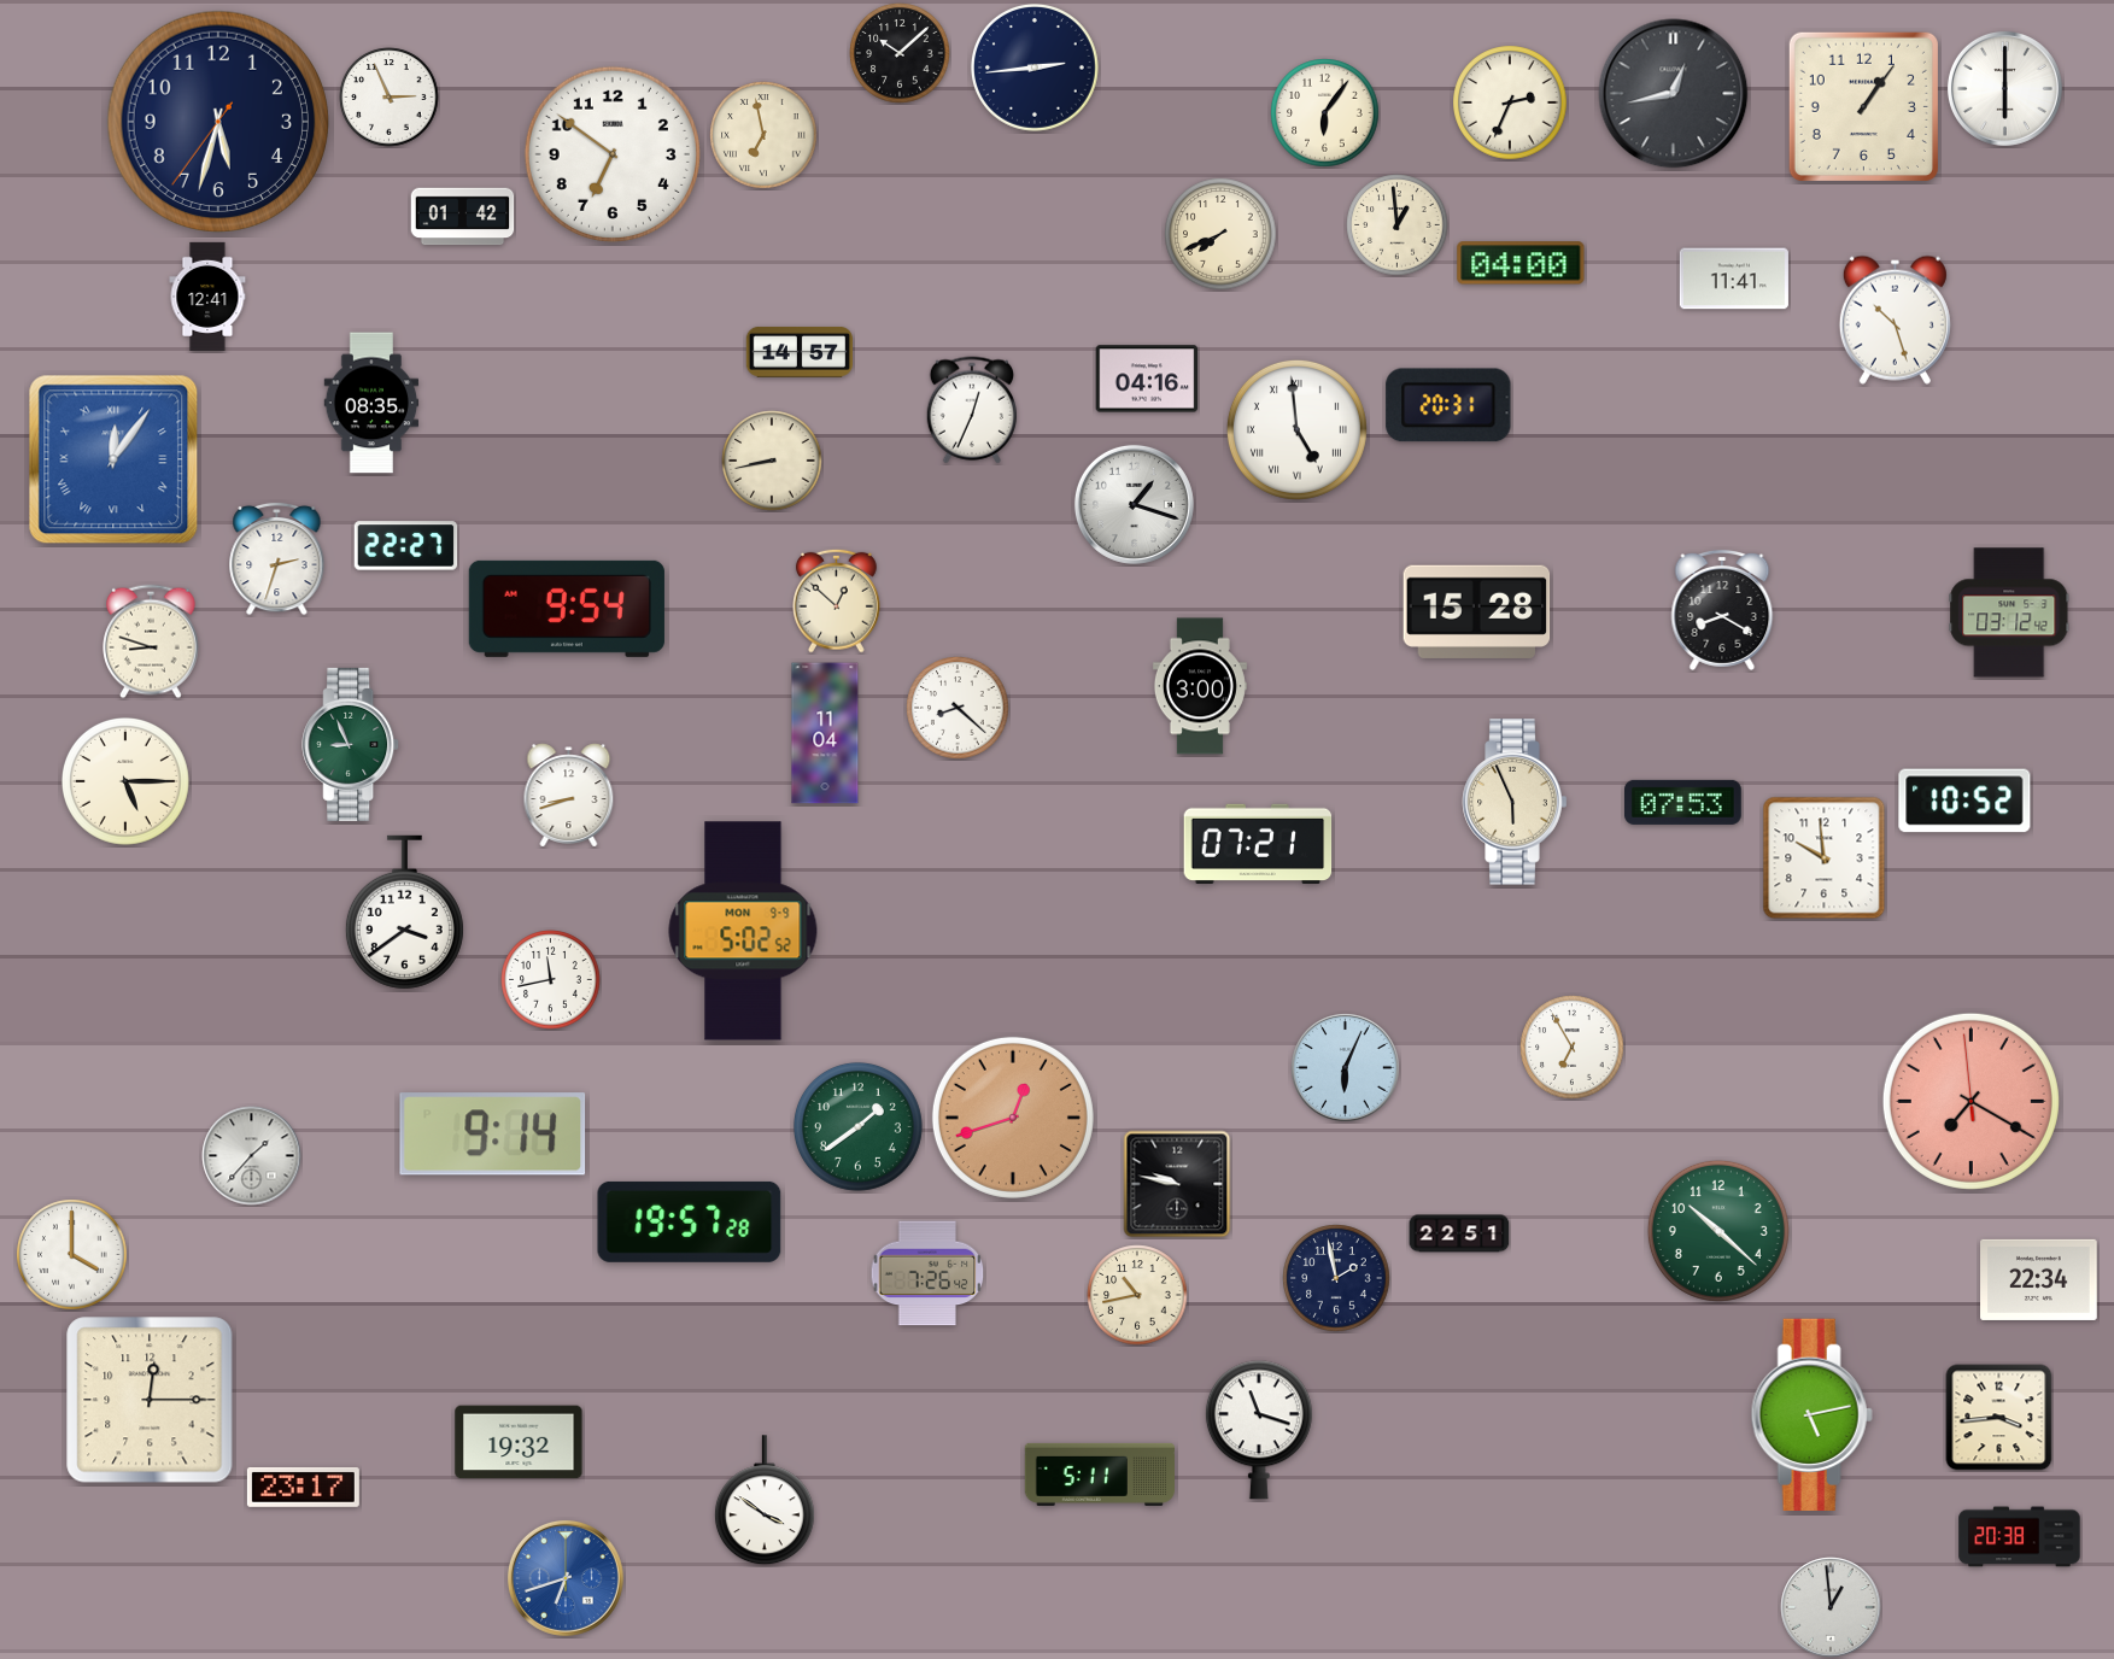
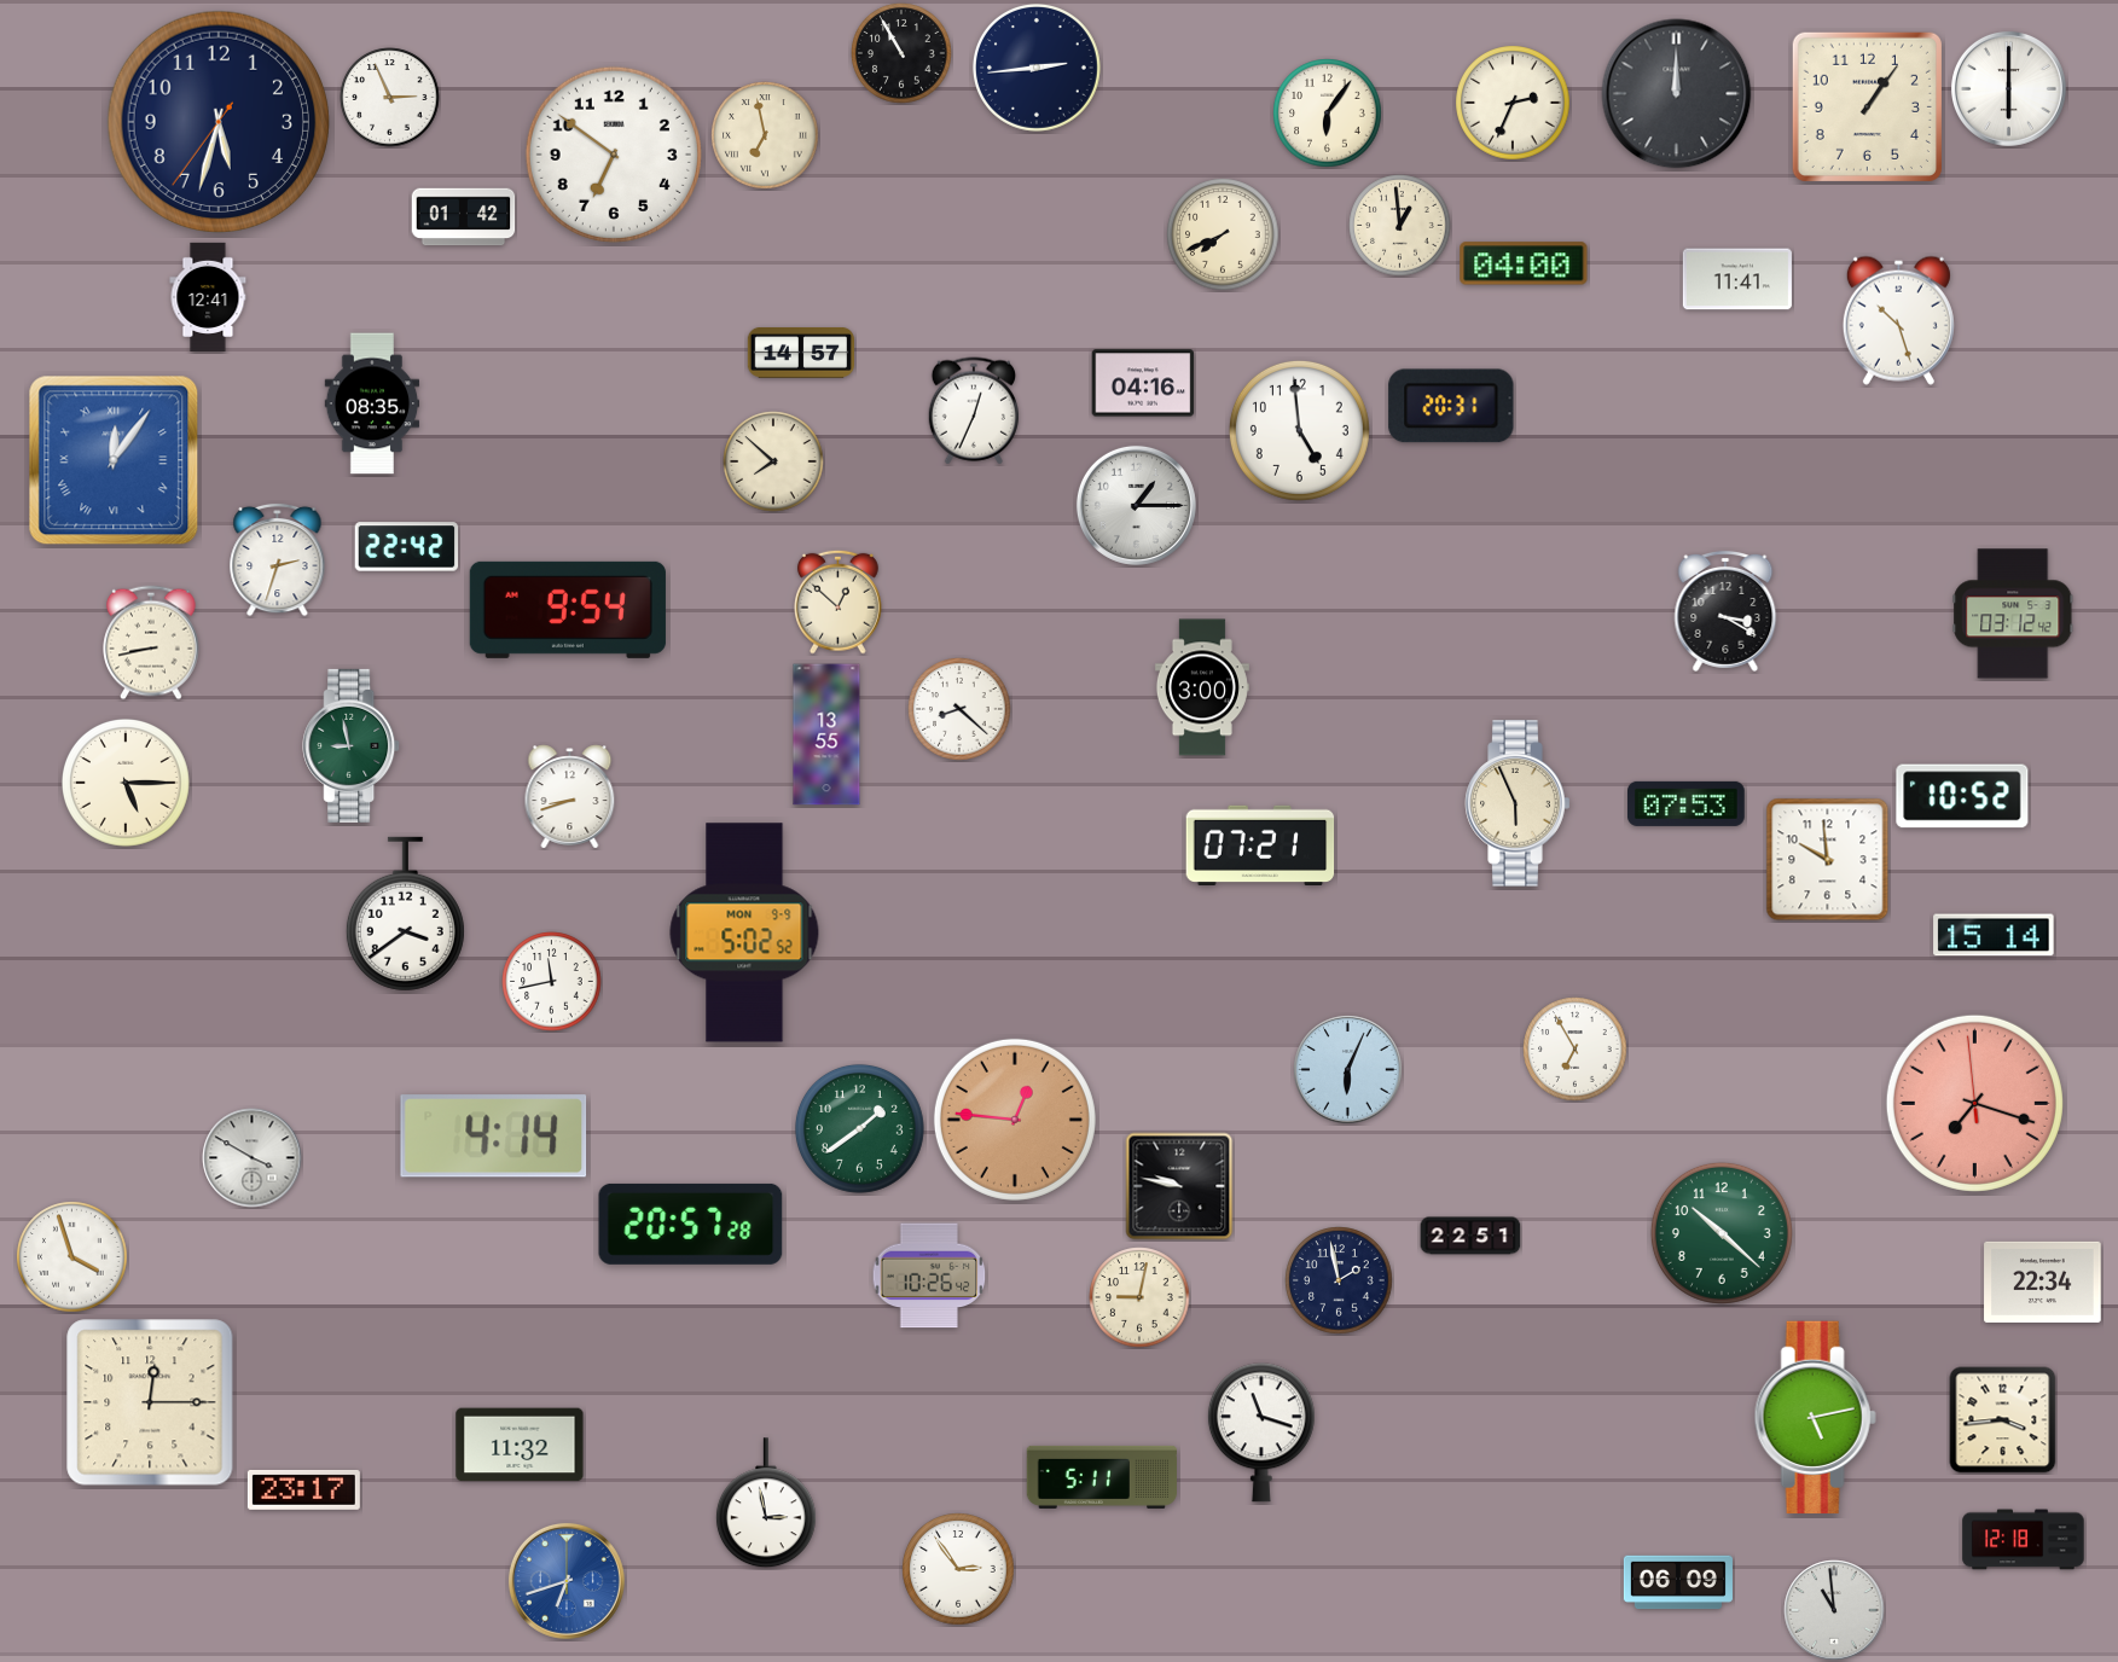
clock at (900, 53): 10:08 -> 10:55
clock at (1674, 94): 12:43 -> 12:00
clock at (1147, 379) position: (1147, 379) -> (1143, 383)
clock at (1296, 429) numerals: Roman -> Arabic
clock at (772, 461): 8:43 -> 7:52
clock at (1134, 504): 1:18 -> 1:15
clock at (406, 546): 22:27 -> 22:42
clock at (1722, 610): 8:20 -> 3:20
clock at (1477, 611): 15:28 -> none
clock at (151, 641): 8:48 -> 8:43
clock at (825, 733): 11:04 -> 13:55
clock at (351, 744): 8:56 -> 8:58
clock at (1964, 801) position: (1964, 801) -> (1962, 796)
clock at (1994, 935): none -> 15:14
clock at (1970, 1101): 7:19 -> 7:17
clock at (1013, 1118): 12:42 -> 12:46
clock at (493, 1135): 9:14 -> 4:14
clock at (252, 1156): 1:37 -> 3:50
clock at (690, 1221): 19:57 -> 20:57
clock at (1459, 1233) position: (1459, 1233) -> (1470, 1236)
clock at (72, 1255): 4:00 -> 3:57
clock at (927, 1273): 7:26 -> 10:26
clock at (1137, 1295): 10:43 -> 9:02
clock at (519, 1442): 19:32 -> 11:32
clock at (765, 1501): 3:51 -> 2:58
clock at (2020, 1537): 20:38 -> 12:18
clock at (958, 1569): none -> 2:54
clock at (1678, 1582): none -> 06:09
clock at (1831, 1607): 12:59 -> 10:59
